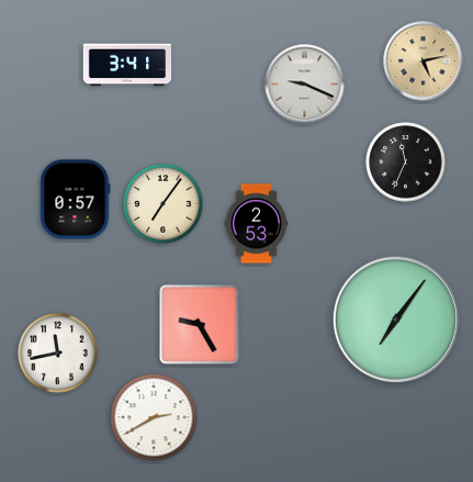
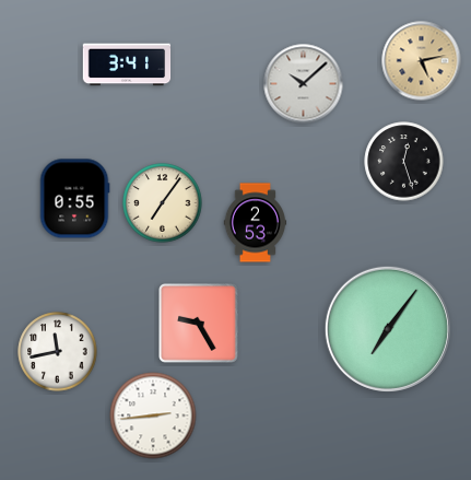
clock at (305, 85): 9:19 -> 10:08
clock at (406, 162): 11:34 -> 12:27
clock at (75, 200): 0:57 -> 0:55
clock at (396, 320) position: (396, 320) -> (388, 329)
clock at (154, 417): 2:40 -> 2:44
